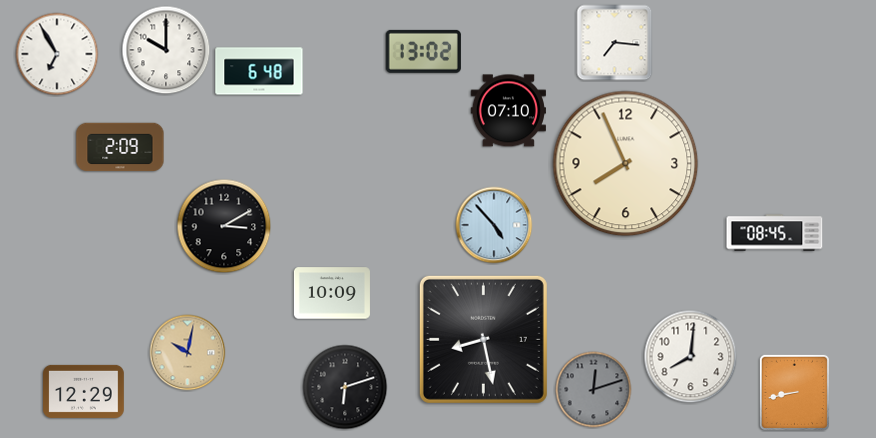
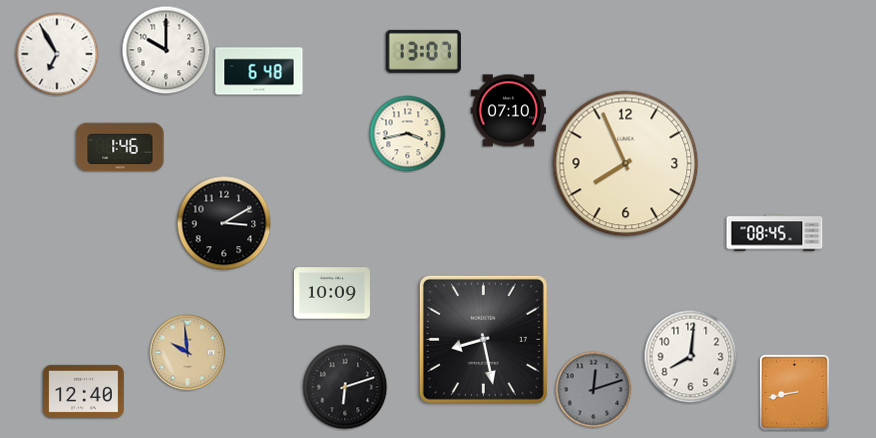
clock at (615, 43): 7:16 -> none
clock at (423, 51): 13:02 -> 13:07
clock at (408, 134): none -> 3:43
clock at (120, 147): 2:09 -> 1:46
clock at (494, 225): 4:53 -> none
clock at (224, 226) position: (224, 226) -> (224, 223)
clock at (188, 353): 10:02 -> 9:59
clock at (84, 391): 12:29 -> 12:40
